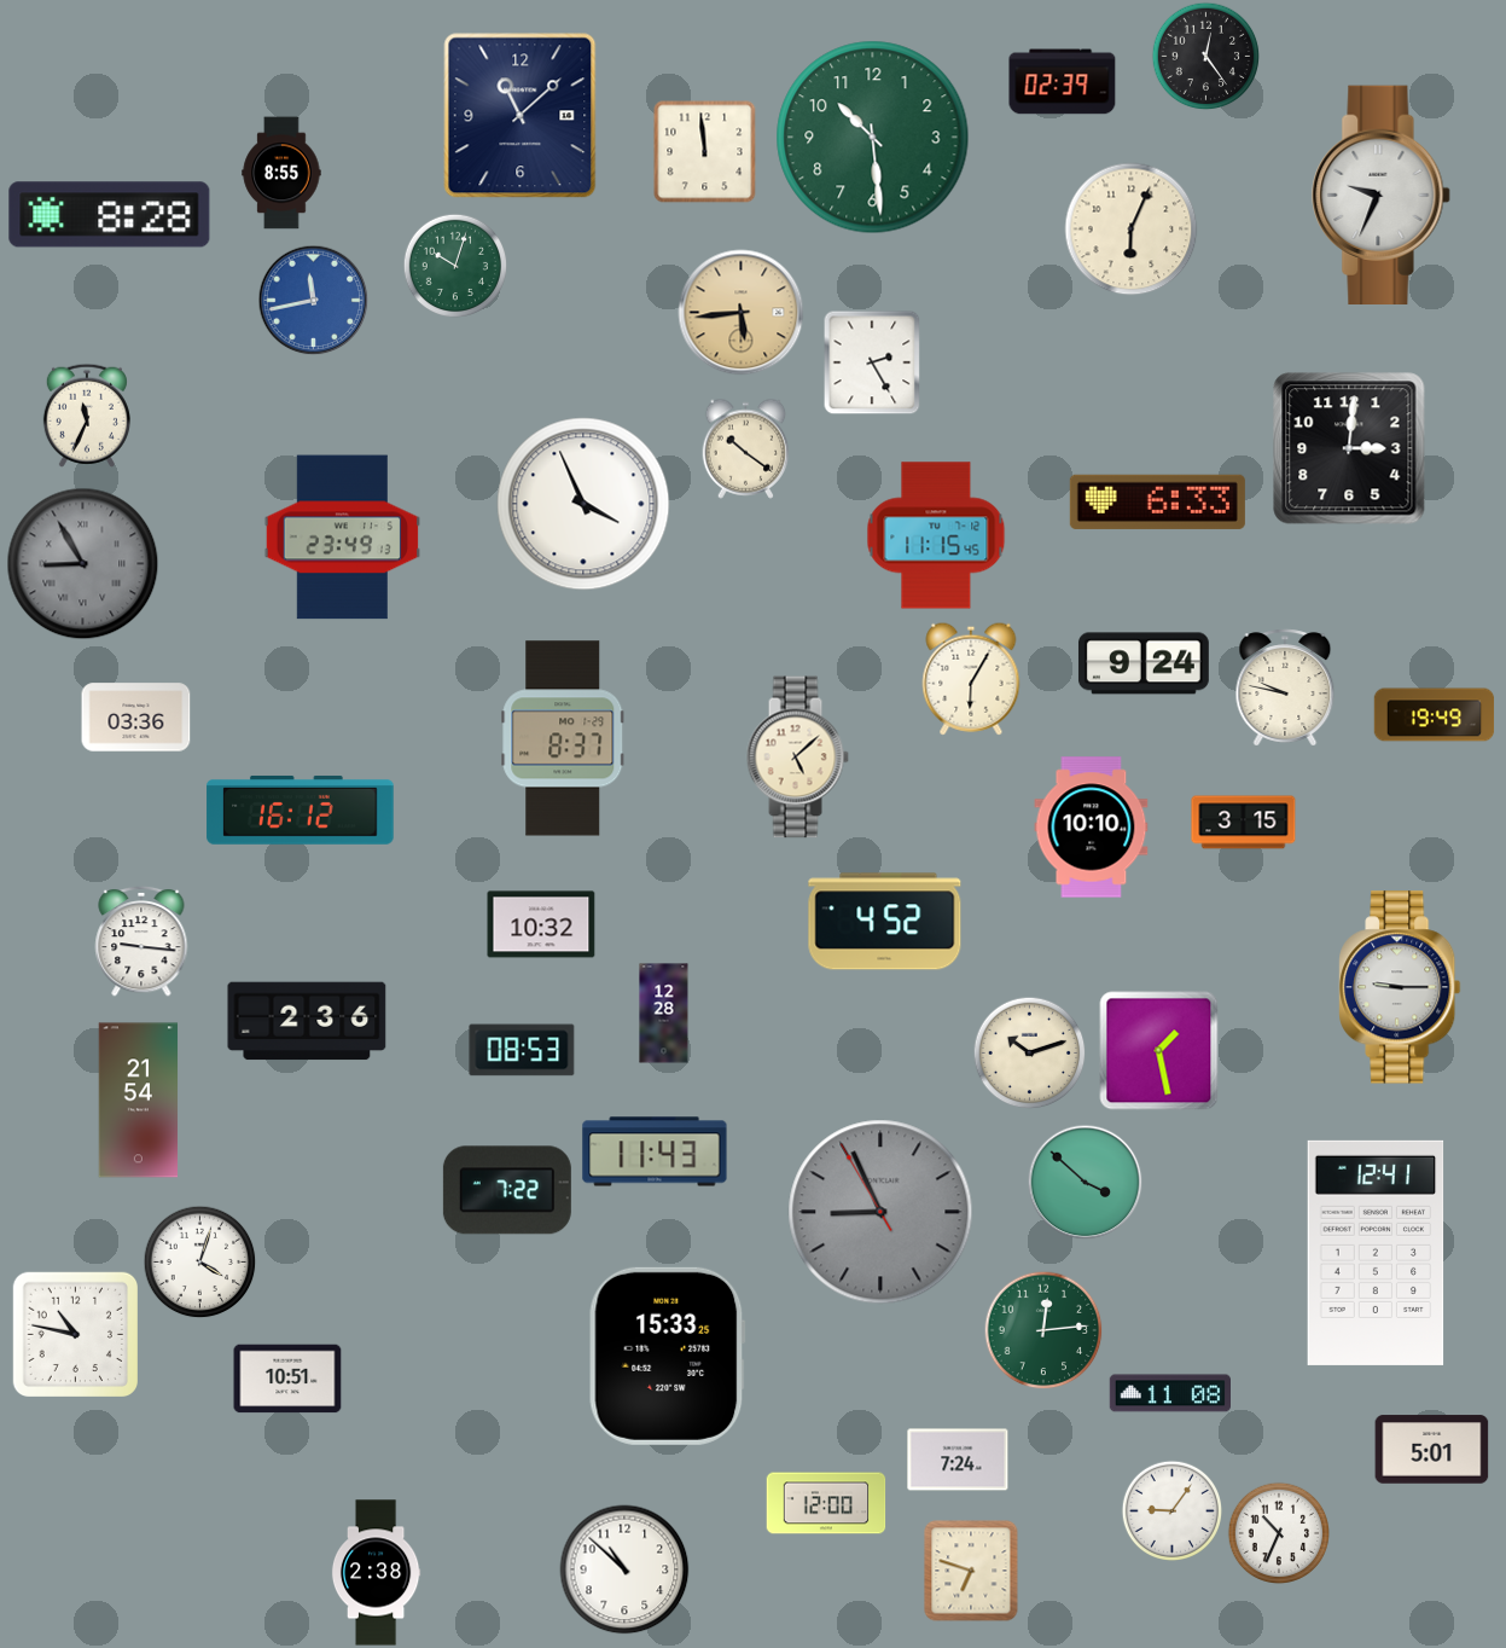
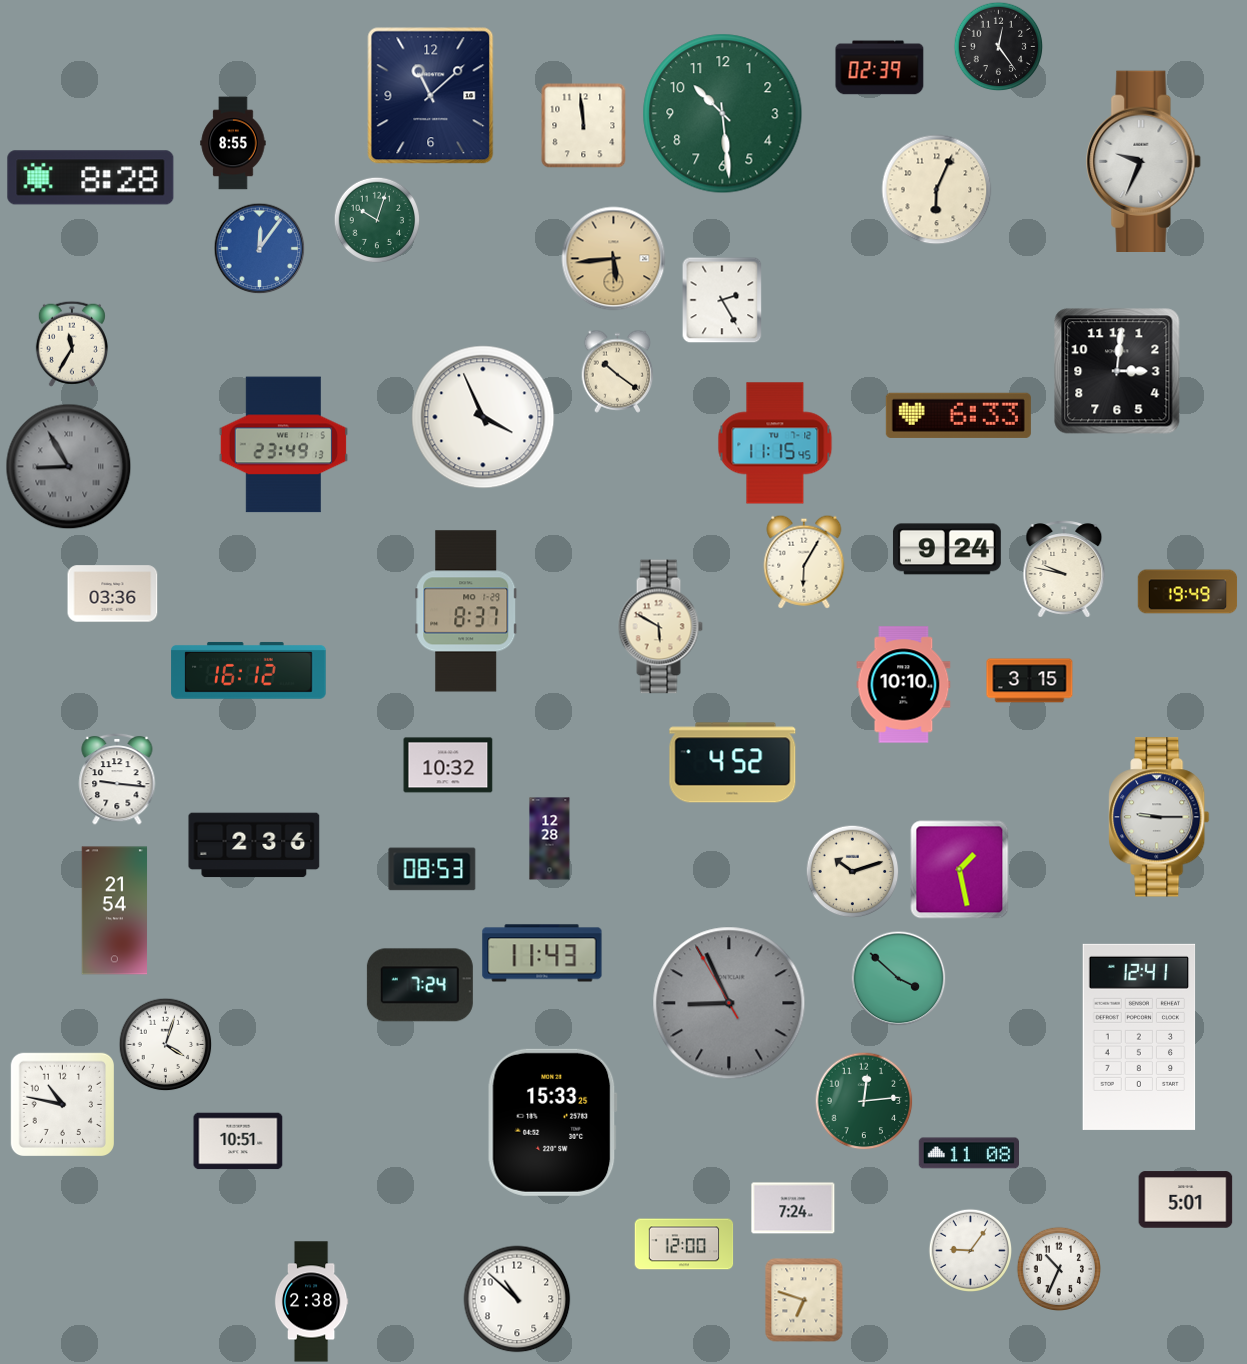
clock at (313, 300): 11:43 -> 12:06
clock at (87, 416): 11:34 -> 11:35
clock at (797, 758): 5:08 -> 5:50
clock at (507, 1190): 7:22 -> 7:24
